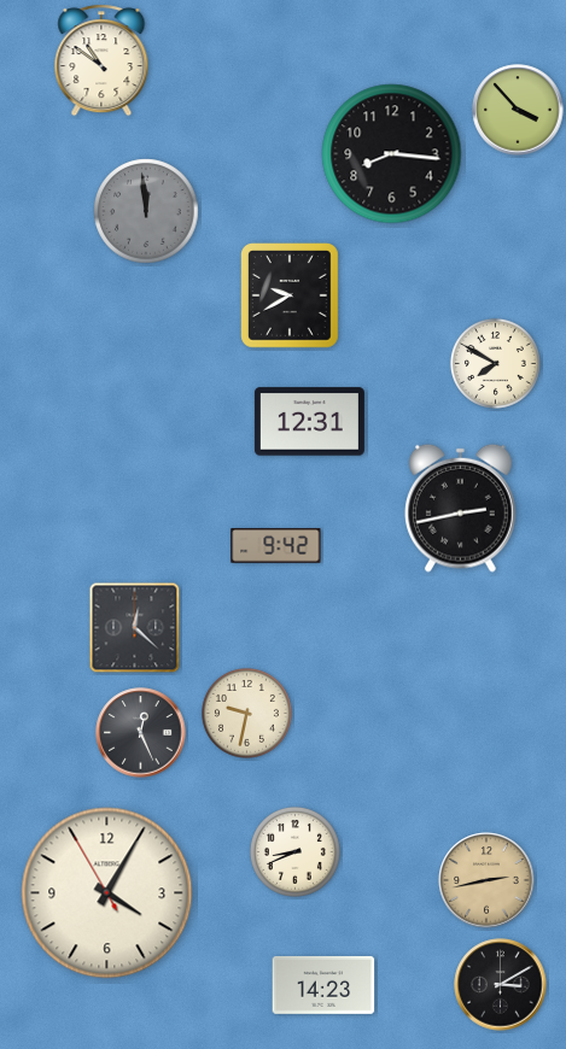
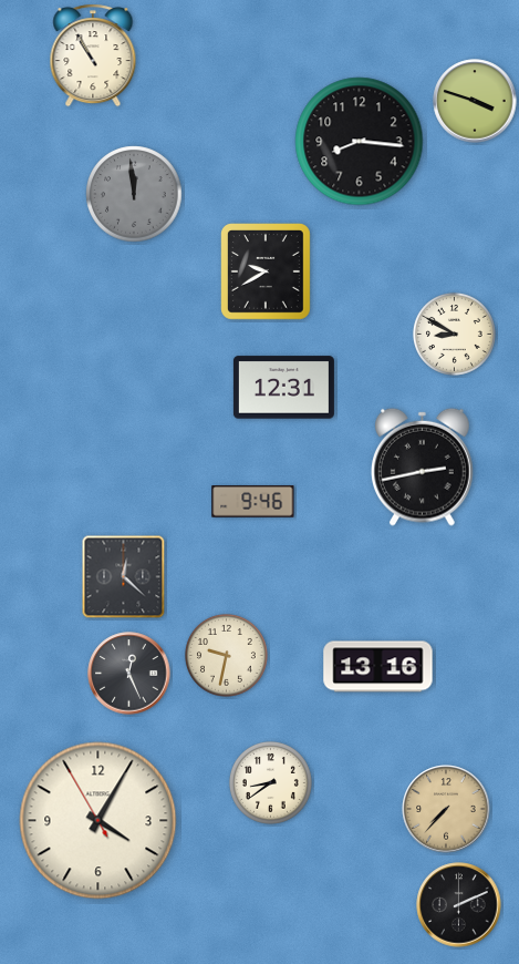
clock at (101, 60): 10:51 -> 10:55
clock at (518, 110): 3:53 -> 3:48
clock at (495, 363): 7:50 -> 8:50
clock at (276, 546): 9:42 -> 9:46
clock at (378, 667): none -> 13:16
clock at (294, 851): 8:41 -> 8:39
clock at (486, 880): 2:43 -> 7:37
clock at (323, 985): 14:23 -> none
clock at (501, 985): 3:10 -> 2:11
